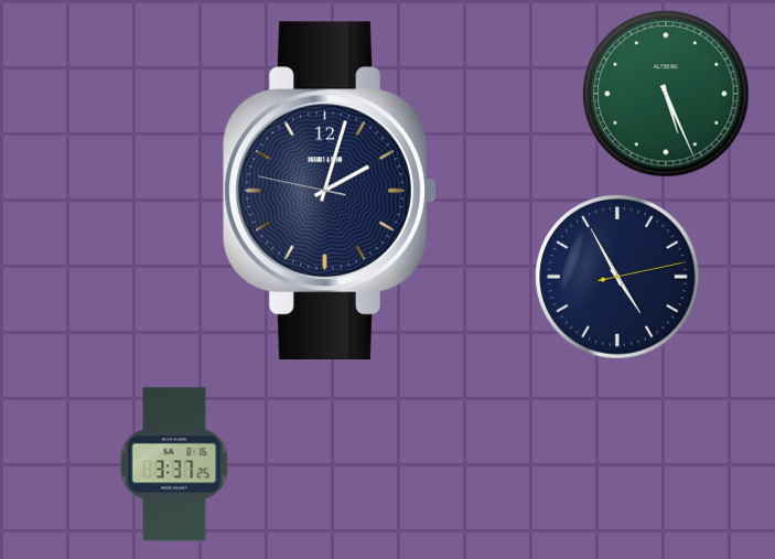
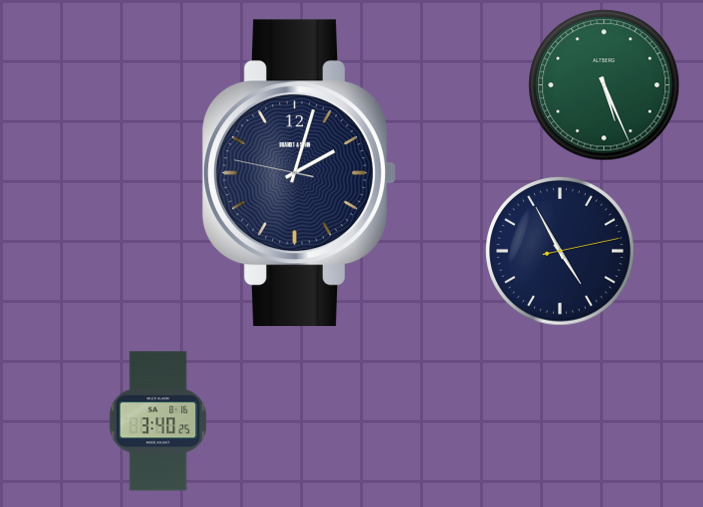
clock at (174, 464): 3:37 -> 3:40
